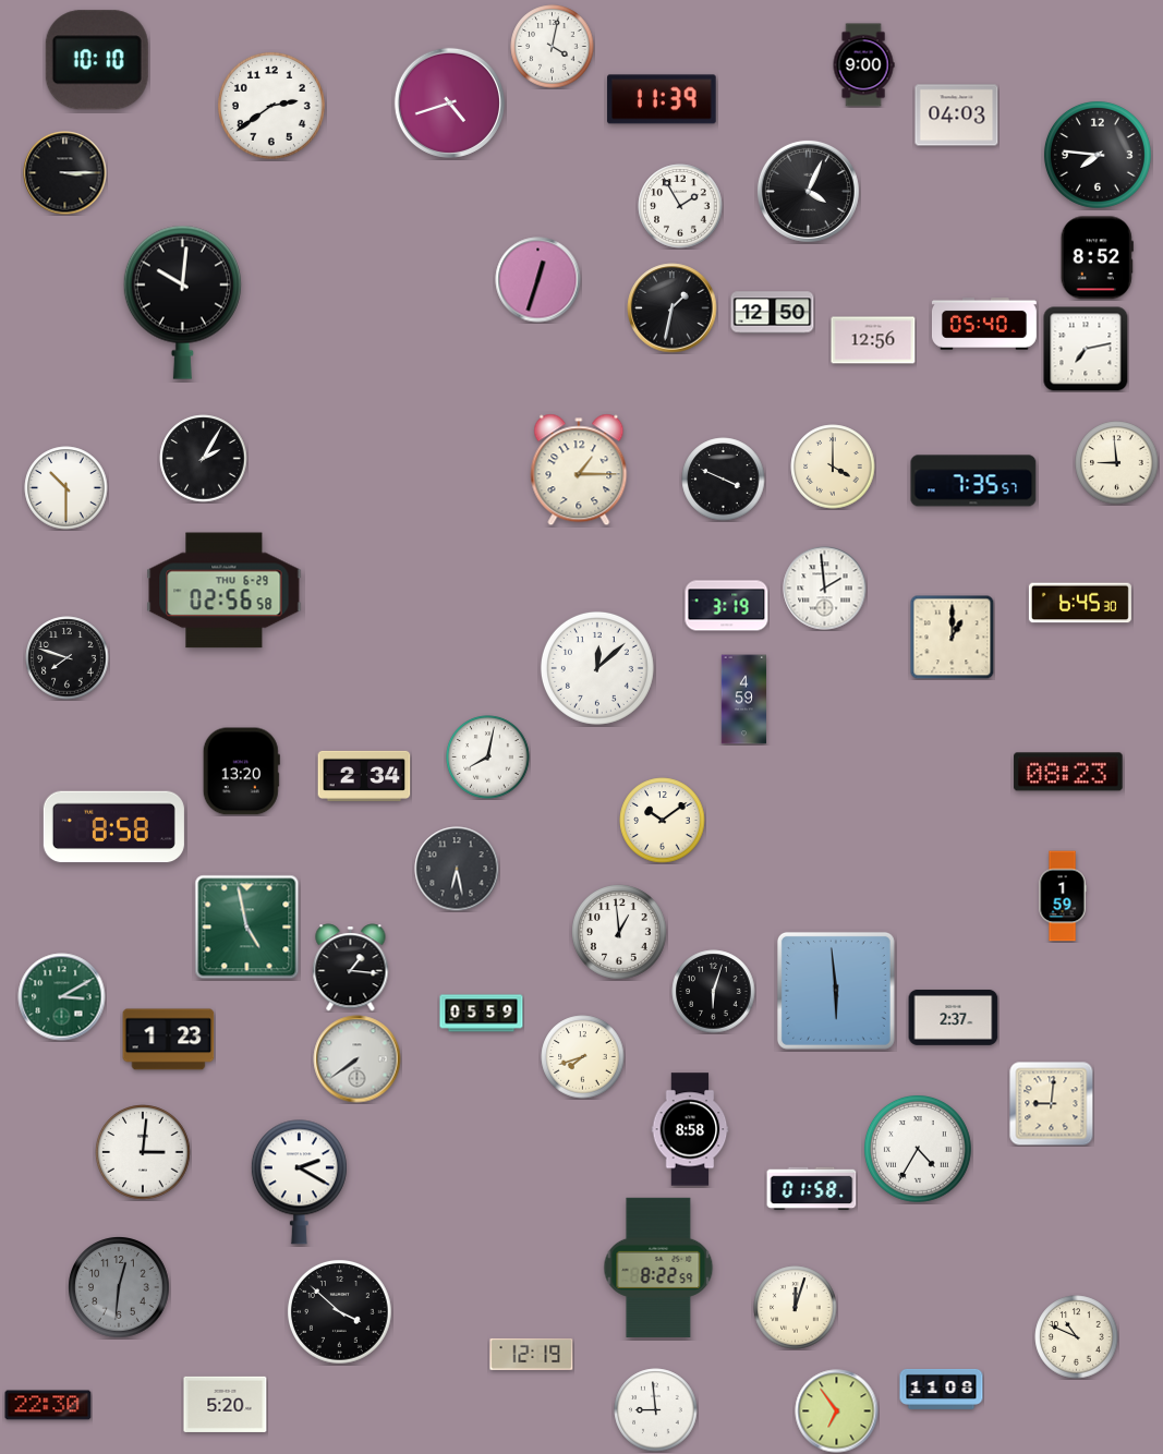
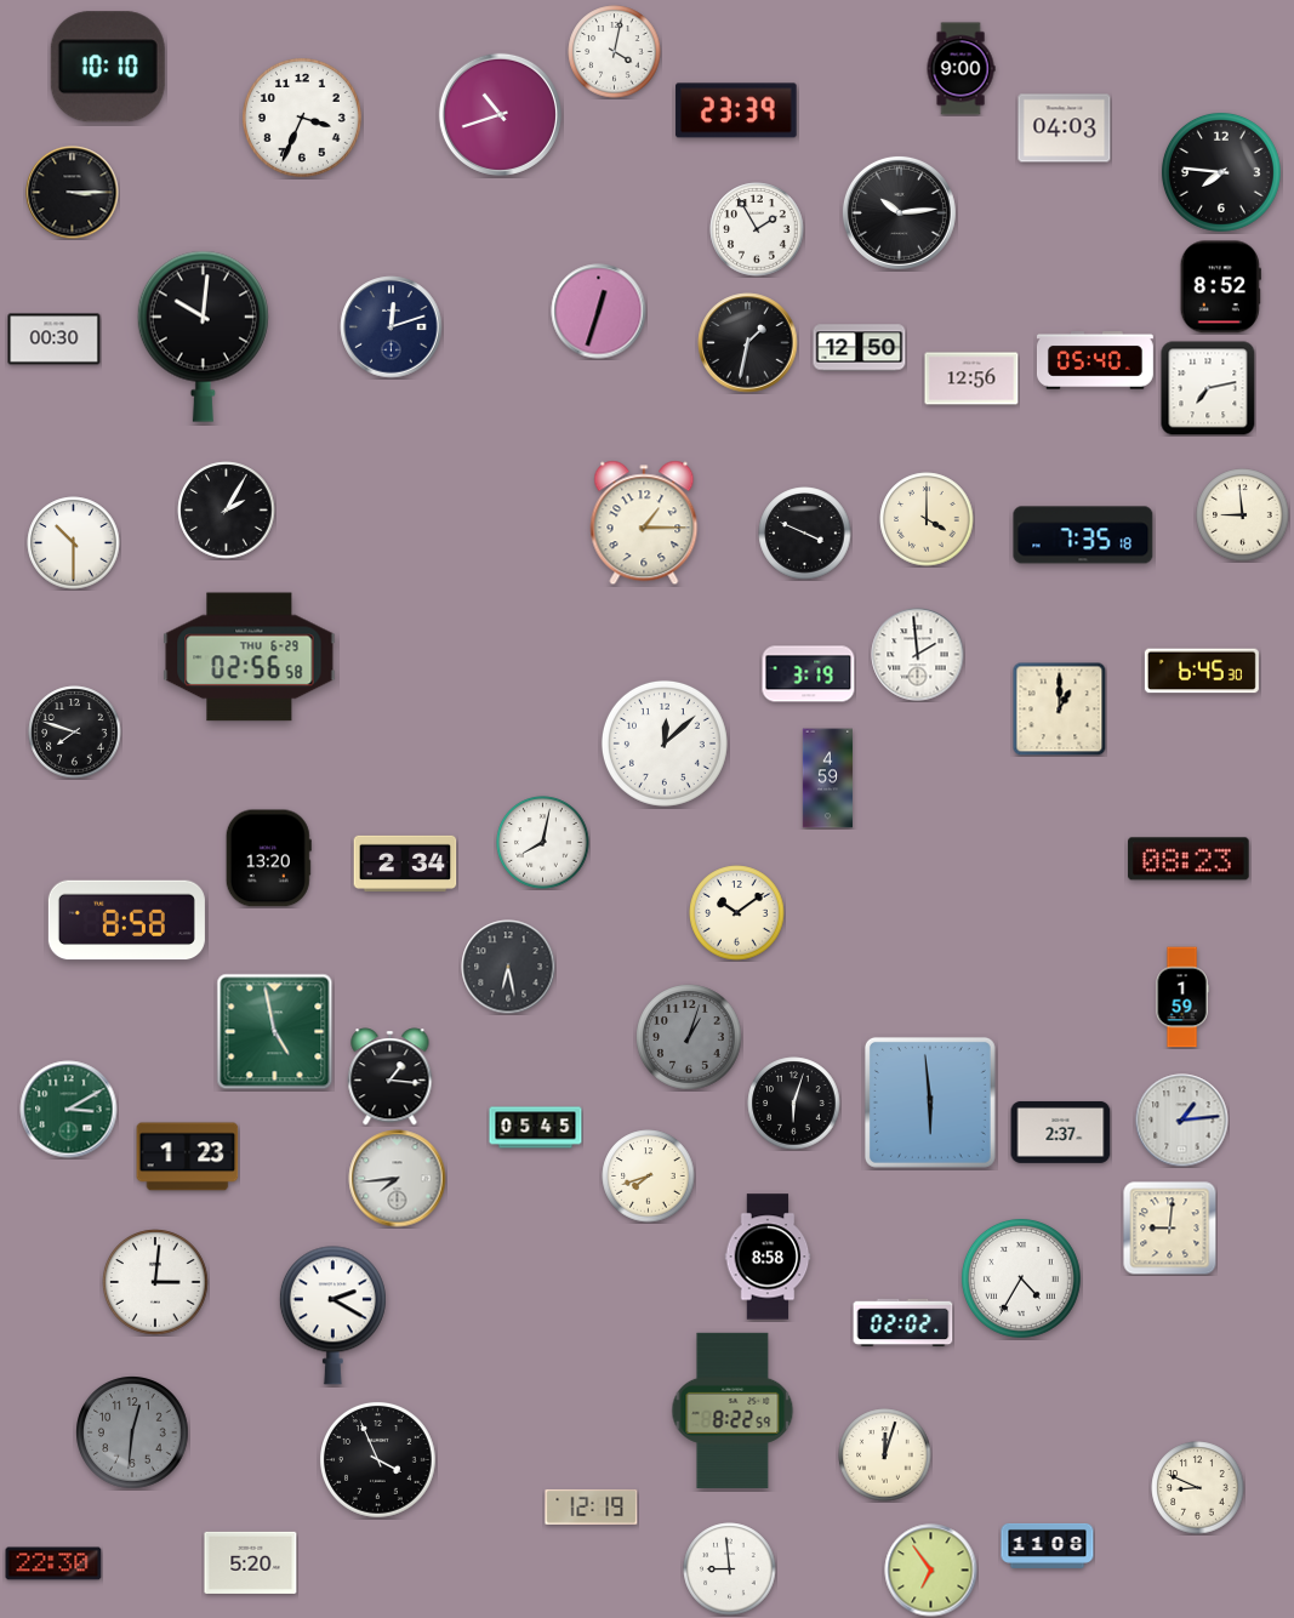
clock at (863, 65) position: (863, 65) -> (960, 69)
clock at (662, 99): 11:39 -> 23:39
clock at (449, 102): 4:42 -> 10:42
clock at (271, 106): 2:39 -> 3:34
clock at (808, 191): 4:04 -> 10:14
clock at (392, 327): none -> 12:12
clock at (55, 340): none -> 00:30
clock at (973, 481): 7:35:57 -> 7:35:18
clock at (619, 932): 12:59 -> 1:03
clock at (619, 932) dial: white -> grey
clock at (1182, 1121): none -> 1:14
clock at (482, 1014): 05:59 -> 05:45
clock at (358, 1059): 7:39 -> 7:44
clock at (143, 1152) position: (143, 1152) -> (155, 1282)
clock at (812, 1189): 01:58 -> 02:02
clock at (340, 1312): 3:52 -> 3:56
clock at (1077, 1337): 10:49 -> 8:49
